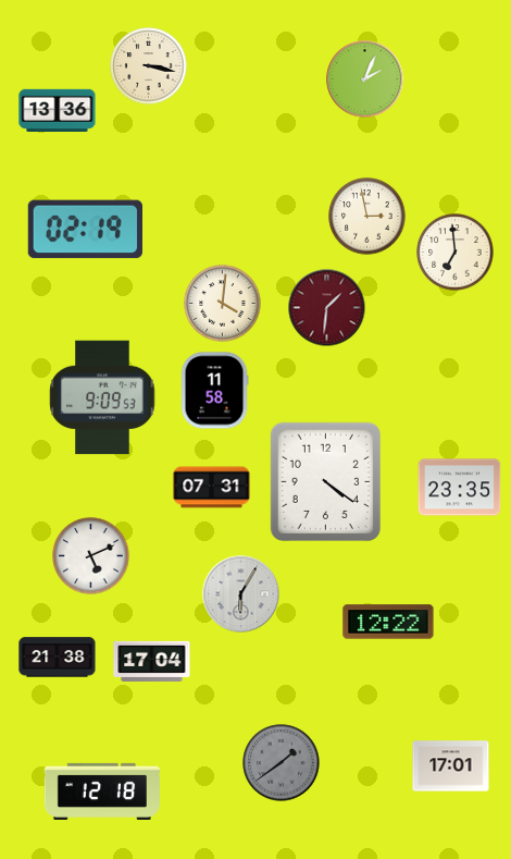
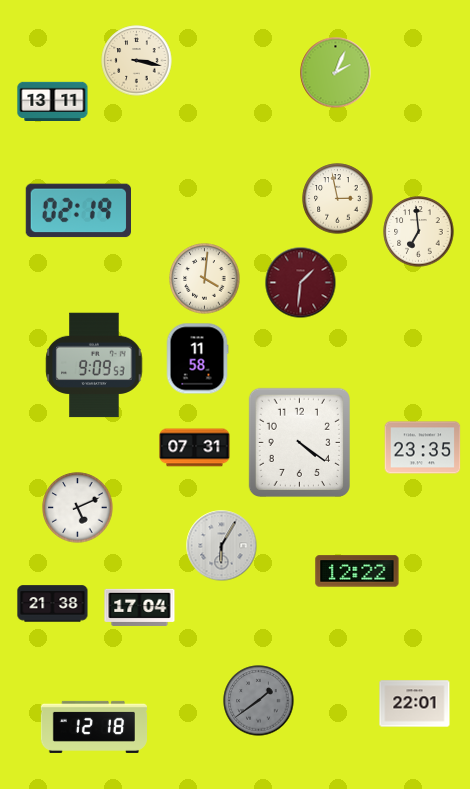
clock at (58, 110): 13:36 -> 13:11
clock at (91, 556) position: (91, 556) -> (78, 508)
clock at (451, 766): 17:01 -> 22:01
